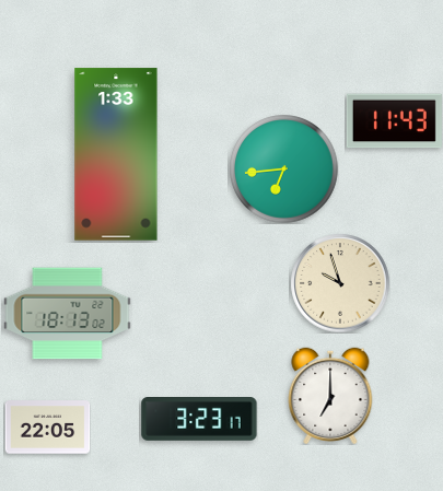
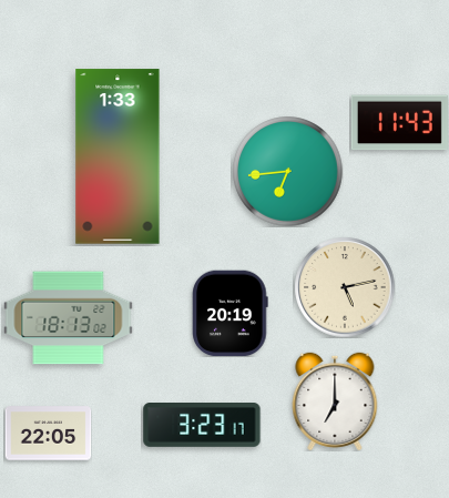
clock at (340, 283): 9:57 -> 5:13
clock at (231, 313): none -> 20:19
